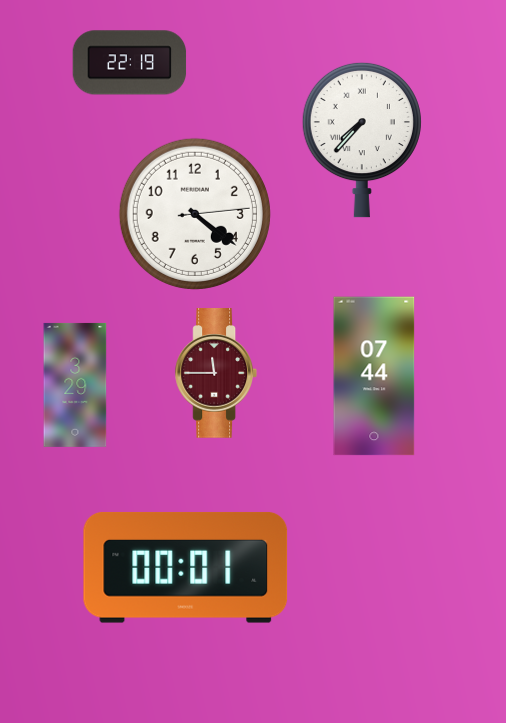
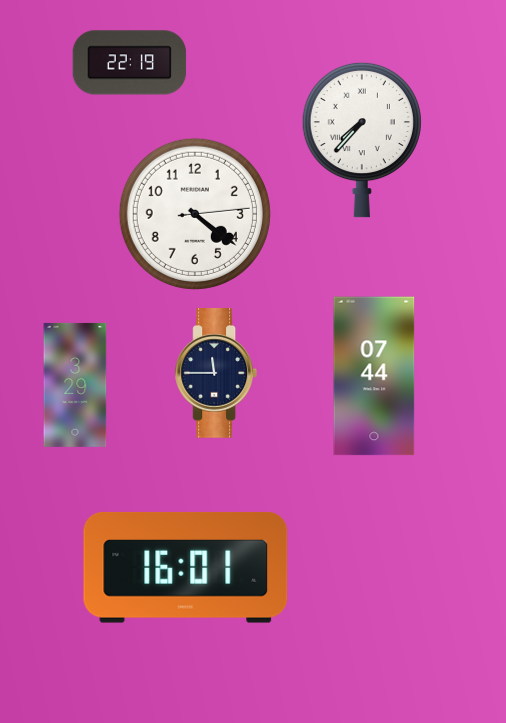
clock at (215, 373) dial: burgundy -> navy
clock at (186, 567): 00:01 -> 16:01
